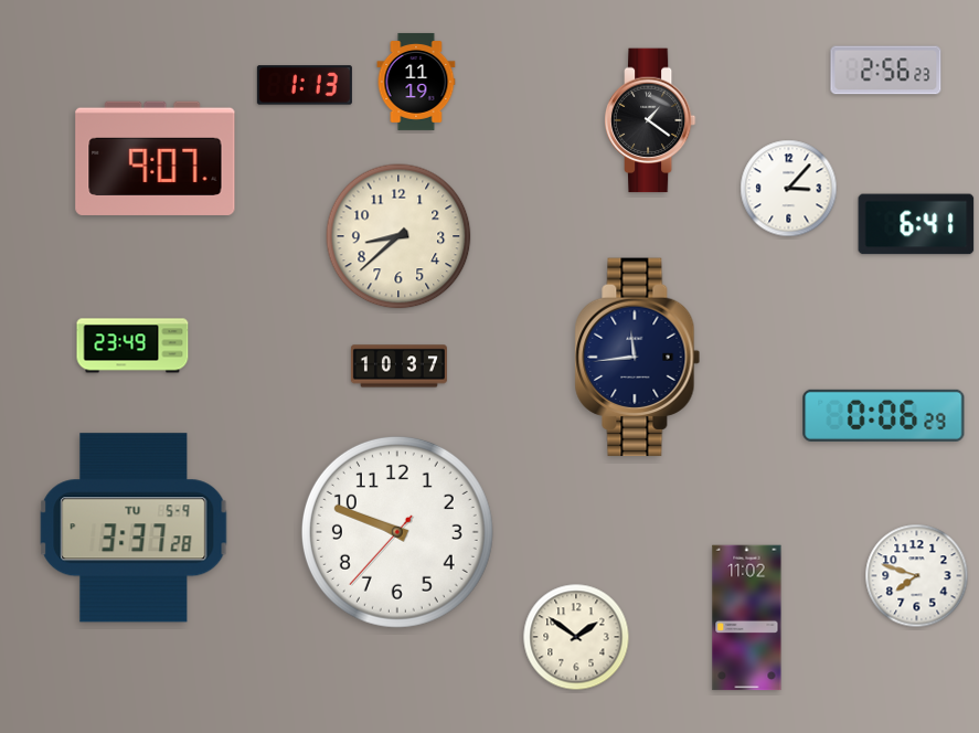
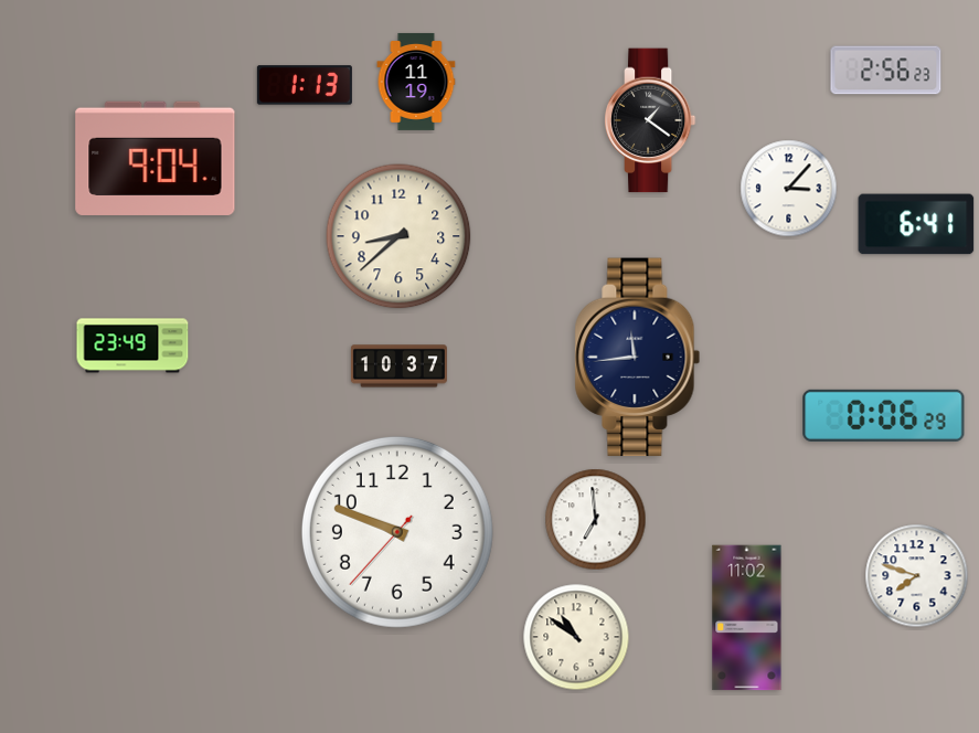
clock at (156, 158): 9:07 -> 9:04
clock at (596, 520): none -> 6:59
clock at (134, 528): 3:37 -> none
clock at (576, 637): 1:51 -> 10:51
